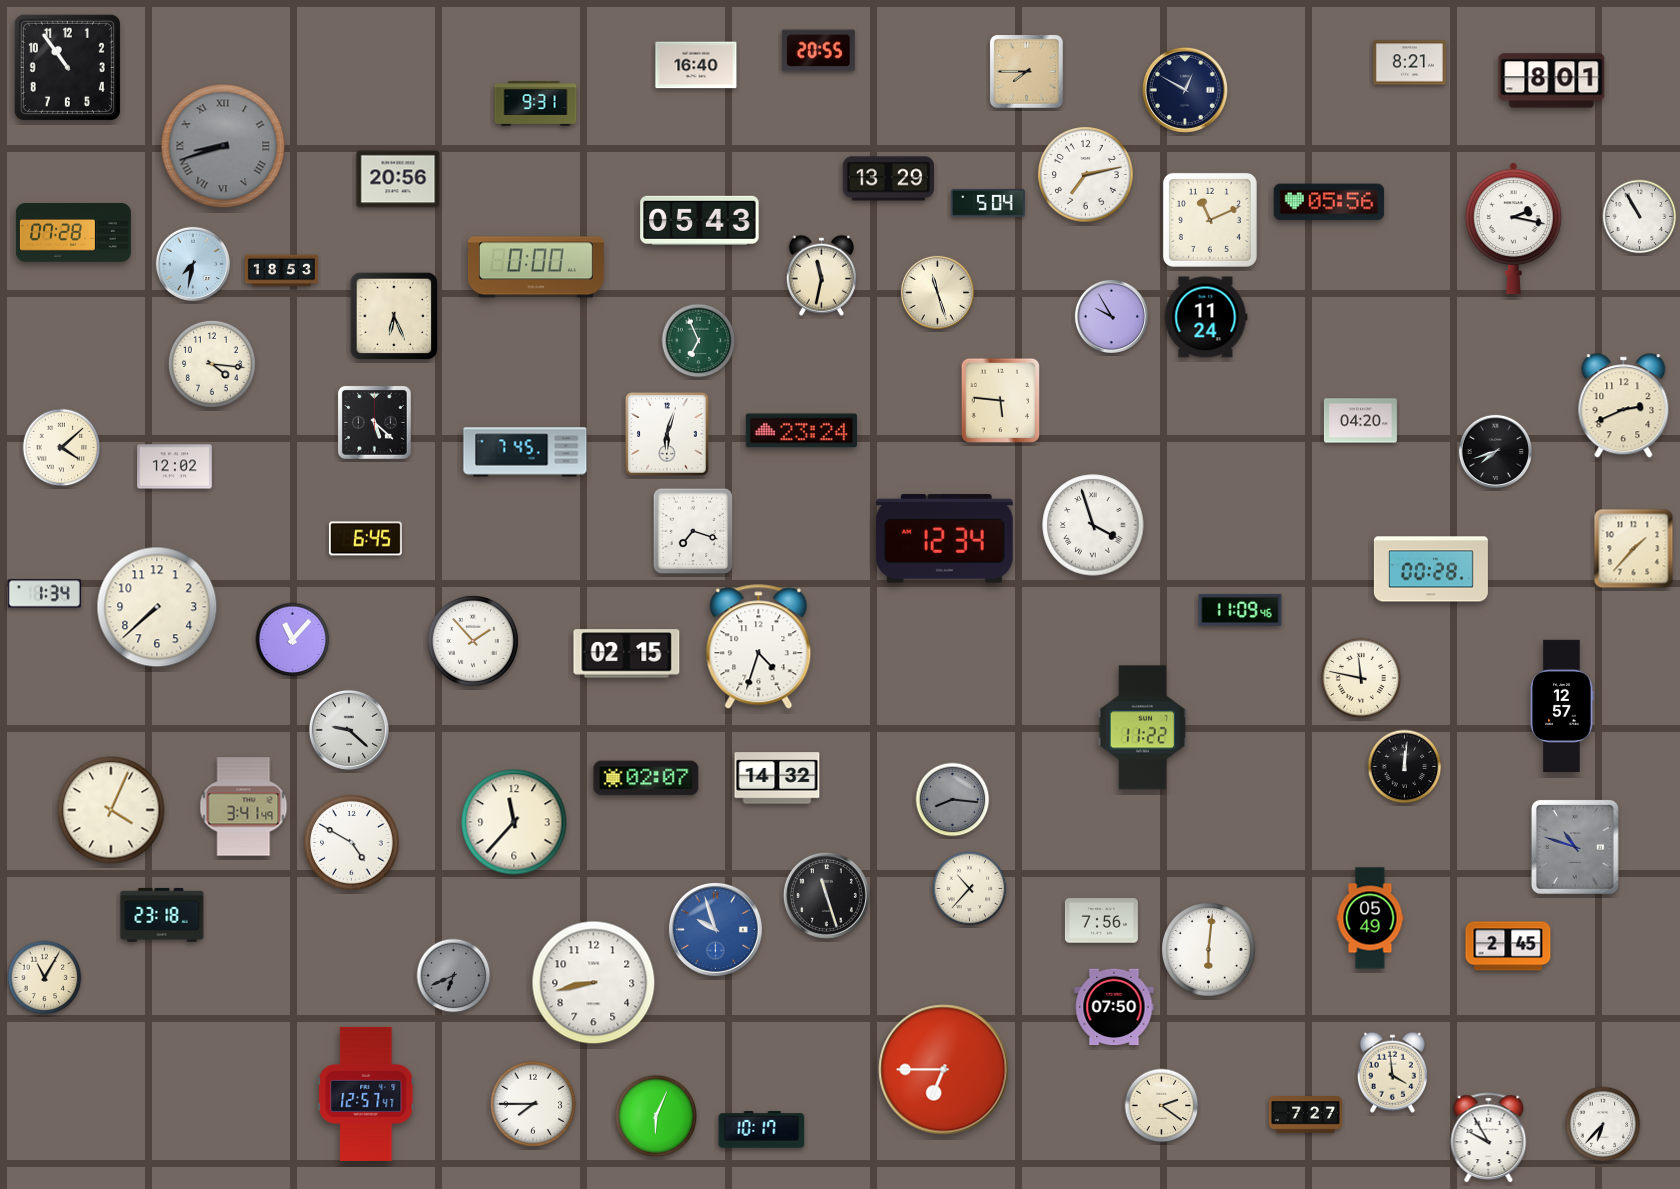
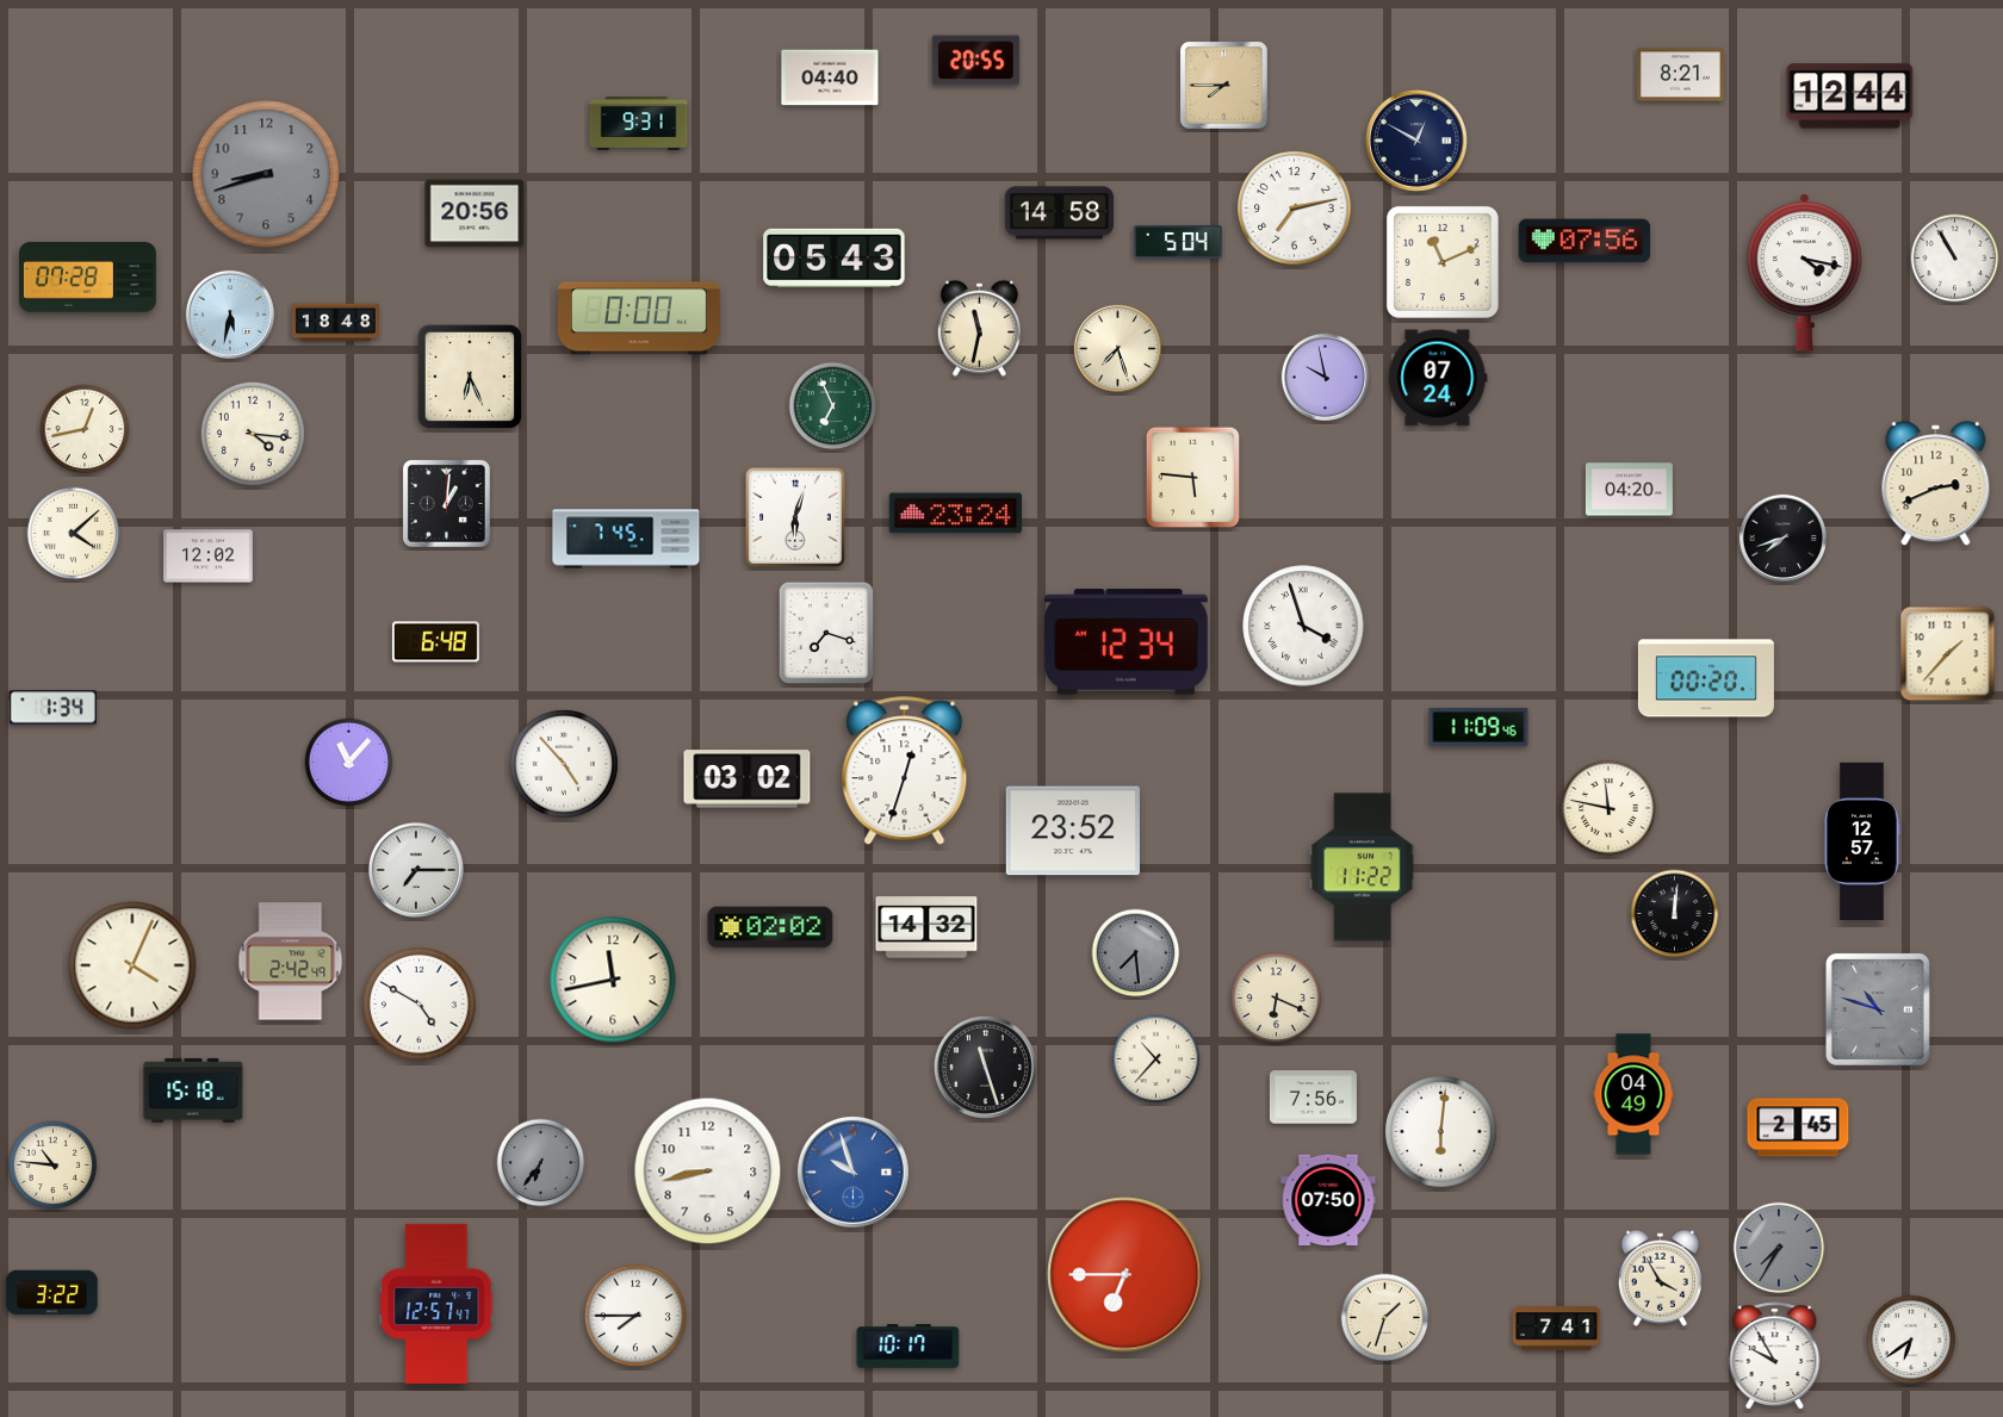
clock at (696, 65): 16:40 -> 04:40
clock at (67, 67): 10:54 -> none
clock at (1552, 81): 8:01 -> 12:44
clock at (1185, 90) position: (1185, 90) -> (1416, 141)
clock at (223, 146) numerals: Roman -> Arabic
clock at (888, 179): 13:29 -> 14:58
clock at (1329, 202): 05:56 -> 07:56
clock at (700, 220) position: (700, 220) -> (835, 257)
clock at (1513, 229): 2:17 -> 4:17
clock at (193, 264): 7:32 -> 5:32
clock at (281, 271): 18:53 -> 18:48
clock at (937, 292): 11:27 -> 7:27
clock at (1111, 316): 9:55 -> 9:58
clock at (1206, 317): 11:24 -> 07:24
clock at (85, 429): none -> 12:43
clock at (1360, 421) position: (1360, 421) -> (1629, 490)
clock at (374, 422): 5:22 -> 1:01
clock at (365, 539): 6:45 -> 6:48
clock at (1431, 569): 00:28 -> 00:20
clock at (157, 607): 7:38 -> none
clock at (473, 641): 1:53 -> 4:53
clock at (759, 647): 4:33 -> 12:33
clock at (627, 654): 02:15 -> 03:02
clock at (1361, 678) position: (1361, 678) -> (1608, 808)
clock at (1073, 831): none -> 23:52
clock at (349, 730): 9:22 -> 7:15
clock at (646, 778): 02:07 -> 02:02
clock at (953, 800): 8:16 -> 7:29
clock at (244, 807): 3:41 -> 2:42
clock at (514, 822): 11:37 -> 11:43
clock at (1277, 999): none -> 6:19
clock at (162, 915): 23:18 -> 15:18
clock at (1370, 918): 05:49 -> 04:49
clock at (715, 929) position: (715, 929) -> (852, 1171)
clock at (454, 976): 6:41 -> 6:36
clock at (45, 978): 11:05 -> 10:46
clock at (1779, 1248): none -> 7:35
clock at (1392, 1072): 3:59 -> 3:55
clock at (52, 1293): none -> 3:22
clock at (1162, 1106): 2:21 -> 1:33
clock at (1305, 1115): 7:27 -> 7:41
clock at (656, 1116): 6:04 -> none
clock at (1603, 1124): 6:37 -> 6:39
